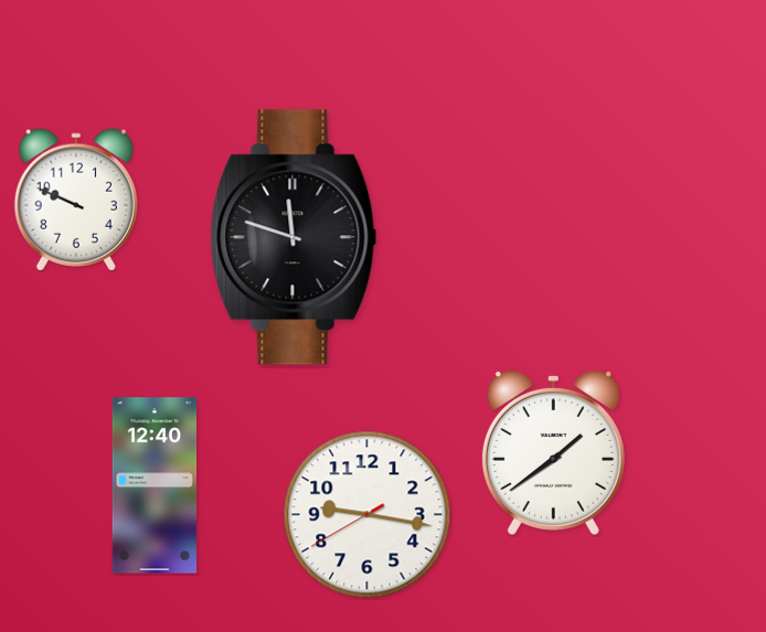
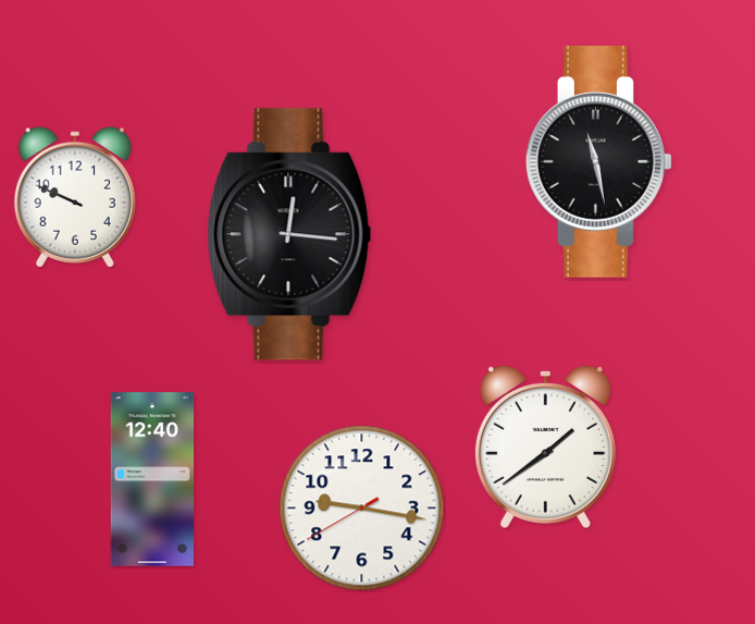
clock at (599, 161): none -> 11:28
clock at (294, 237): 11:48 -> 12:16
